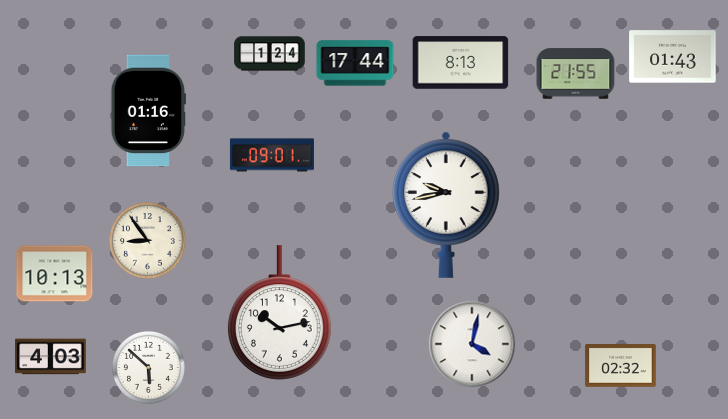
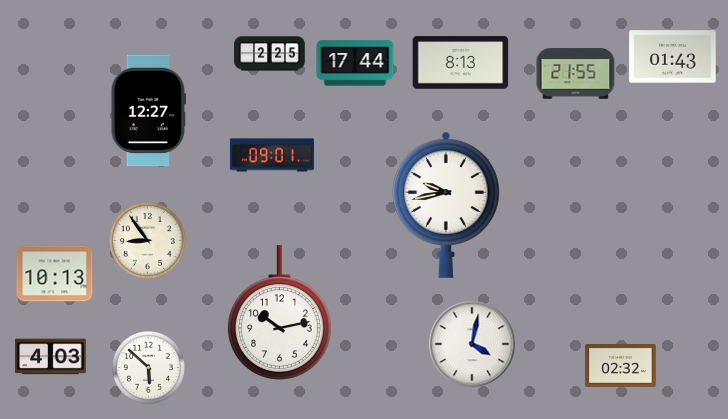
clock at (270, 54): 1:24 -> 2:25
clock at (148, 111): 01:16 -> 12:27
